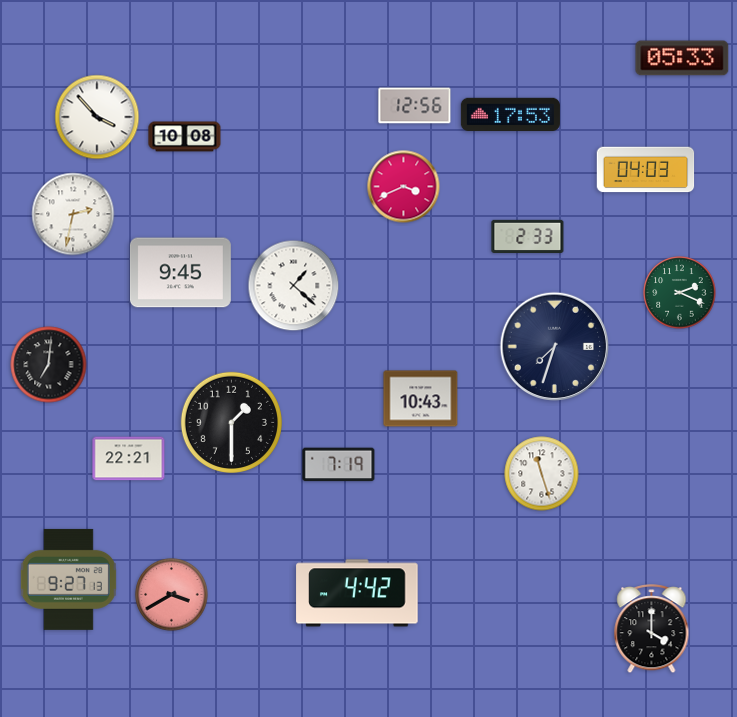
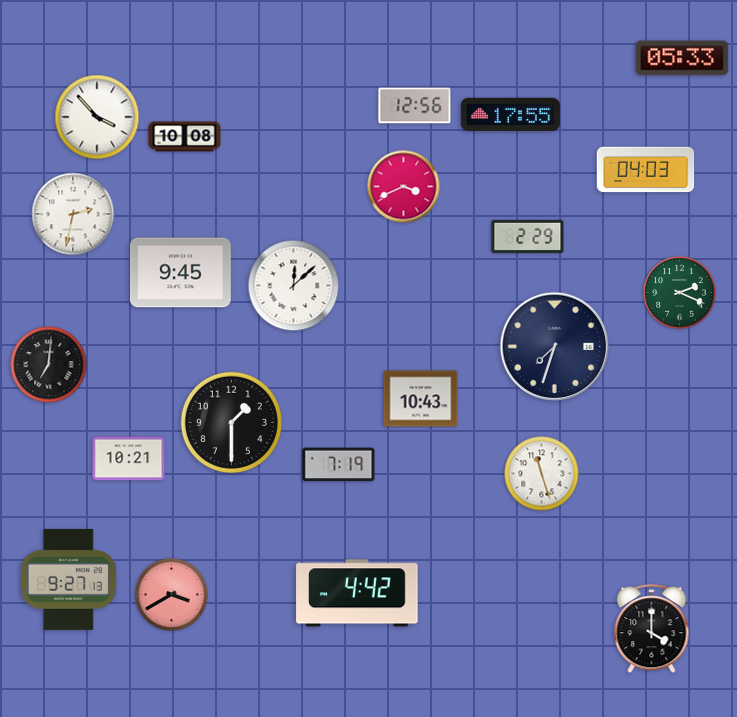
clock at (510, 115): 17:53 -> 17:55
clock at (528, 236): 2:33 -> 2:29
clock at (294, 286): 1:22 -> 12:08
clock at (129, 459): 22:21 -> 10:21
